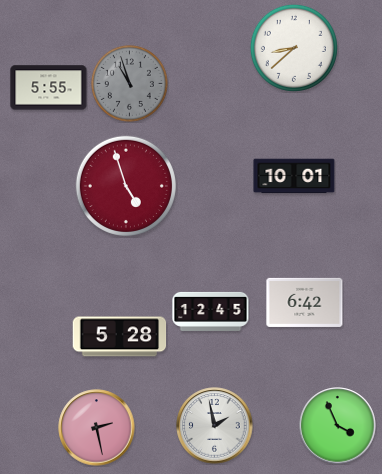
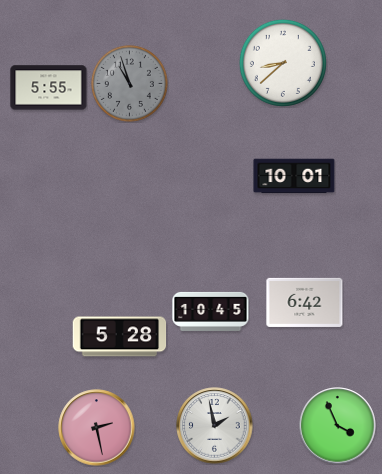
clock at (294, 48) position: (294, 48) -> (283, 63)
clock at (126, 186): 4:57 -> none
clock at (211, 311): 12:45 -> 10:45
